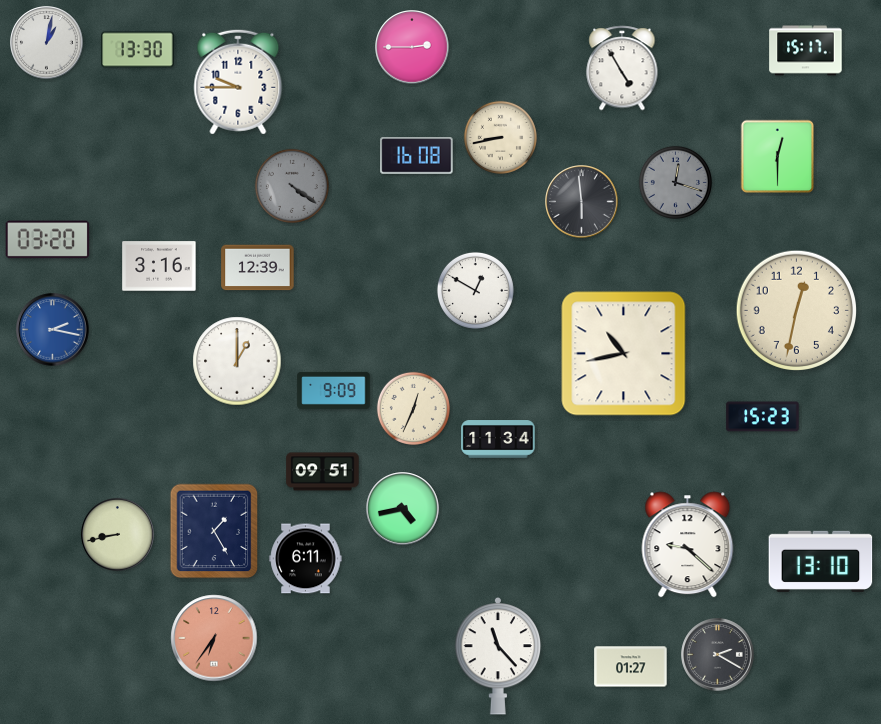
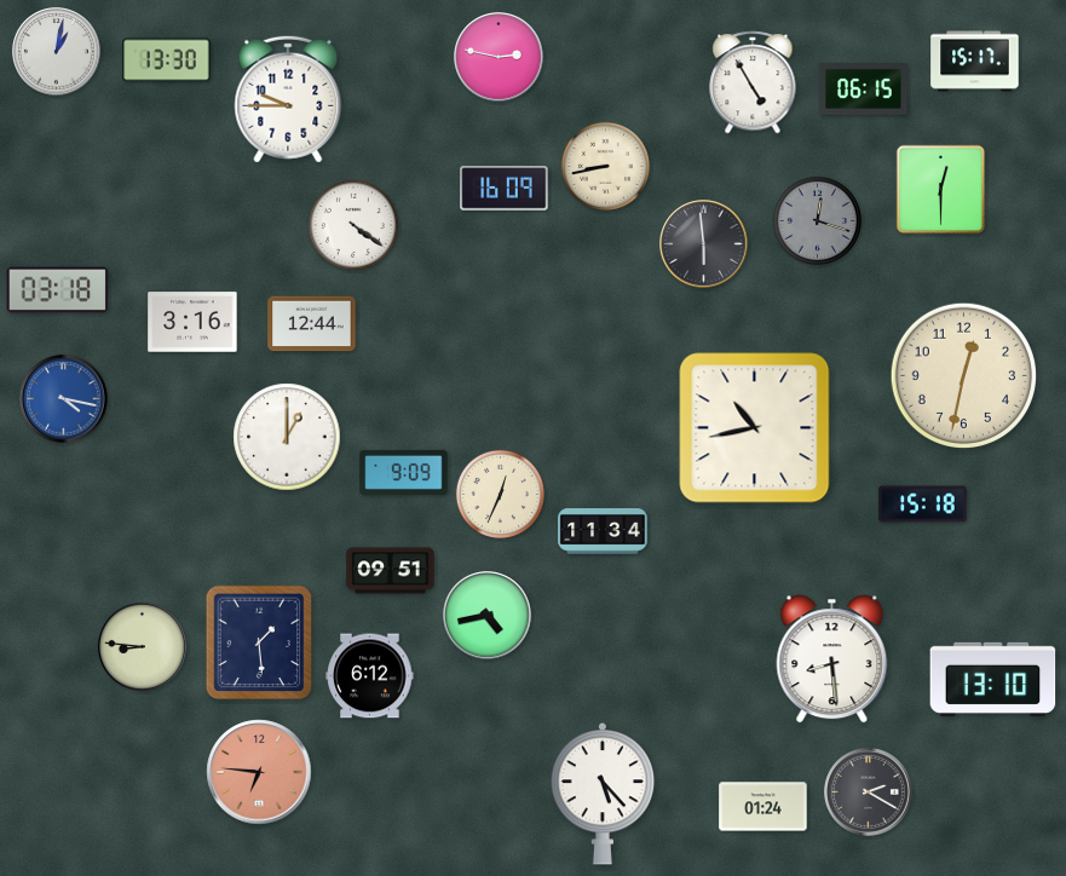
clock at (412, 47): 2:45 -> 2:47
clock at (864, 90): none -> 06:15
clock at (417, 156): 16:08 -> 16:09
clock at (292, 186) dial: grey -> white
clock at (48, 240): 03:20 -> 03:18
clock at (258, 268): 12:39 -> 12:44
clock at (475, 290): 12:50 -> none
clock at (53, 330): 2:17 -> 4:17
clock at (763, 417): 15:23 -> 15:18
clock at (214, 531): 1:25 -> 1:29
clock at (118, 535): 8:43 -> 8:46
clock at (688, 545): 9:22 -> 8:29
clock at (306, 559): 6:11 -> 6:12
clock at (214, 638): 6:36 -> 6:46
clock at (498, 656): 11:23 -> 5:23
clock at (631, 667): 01:27 -> 01:24
